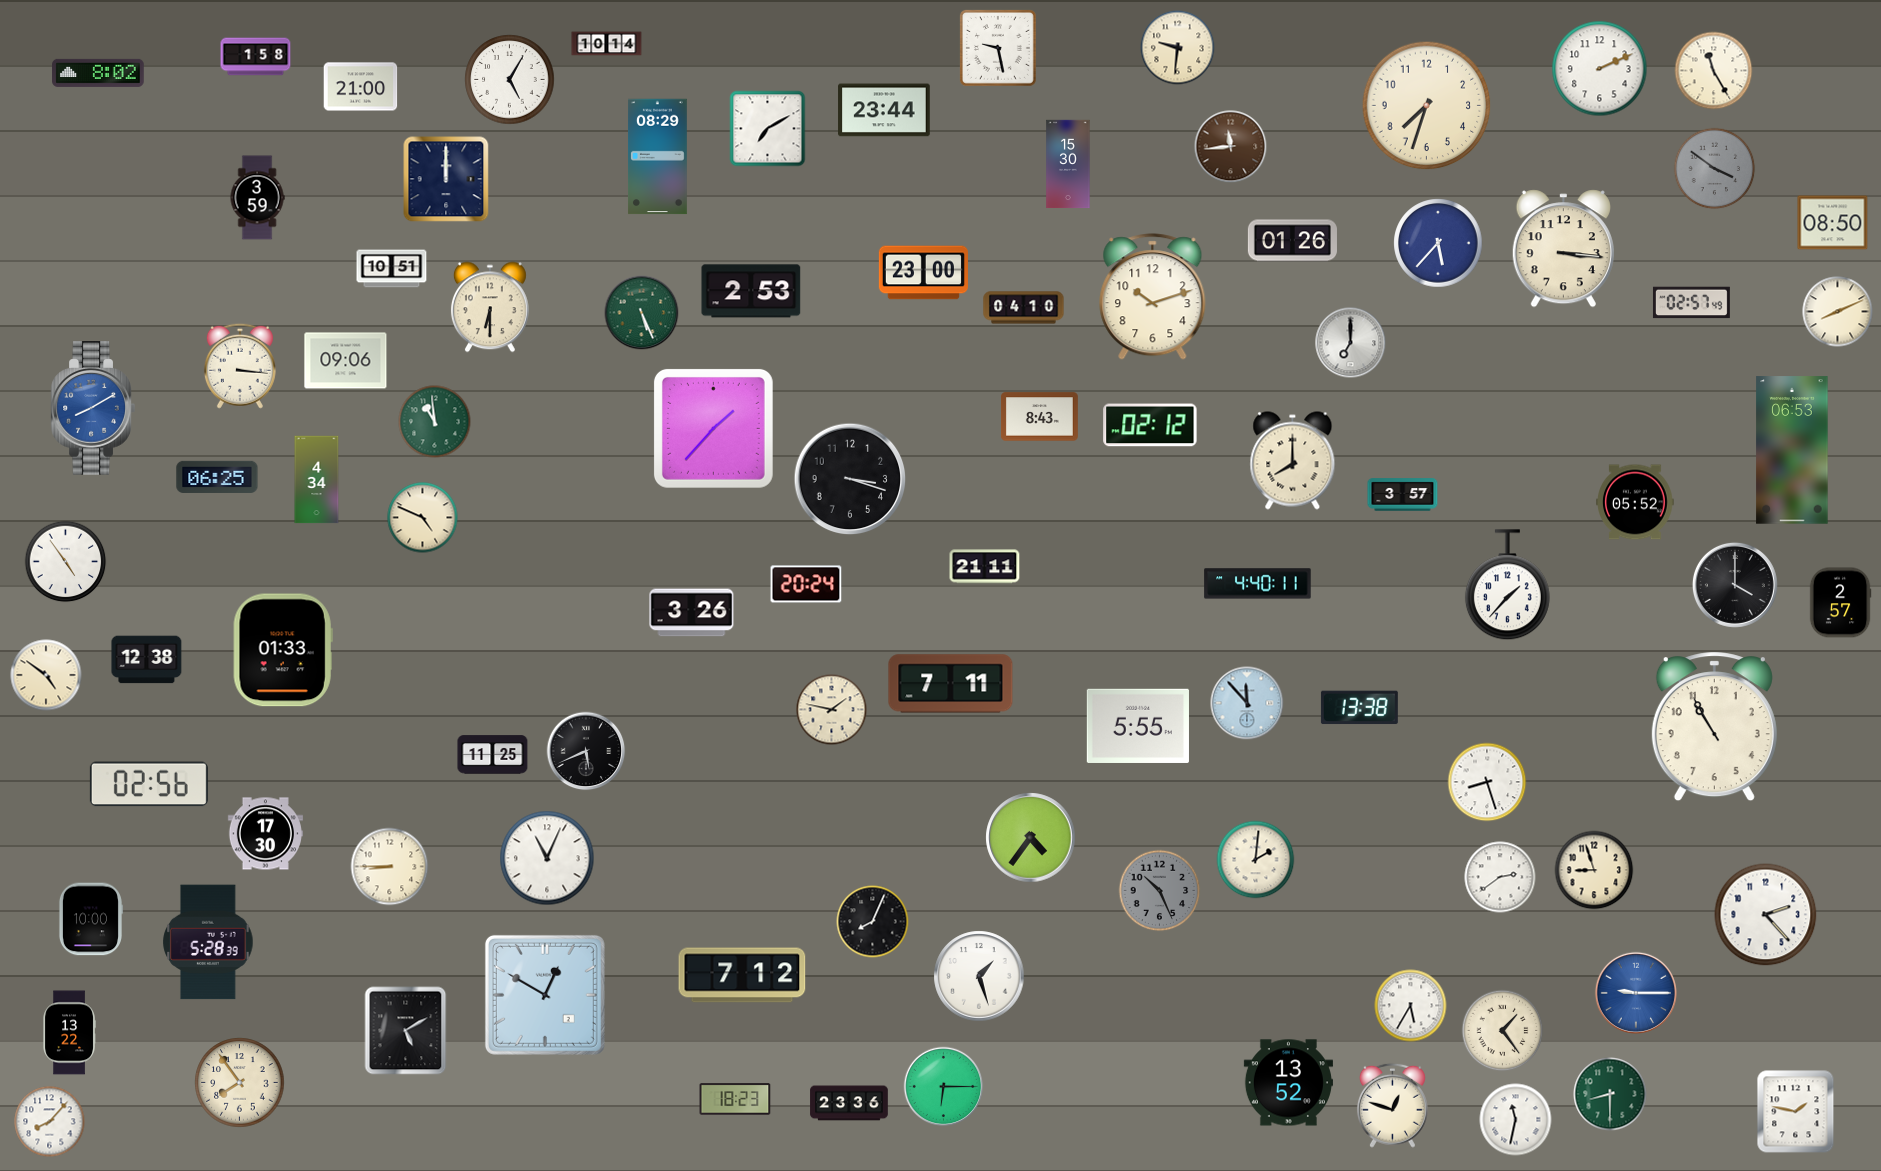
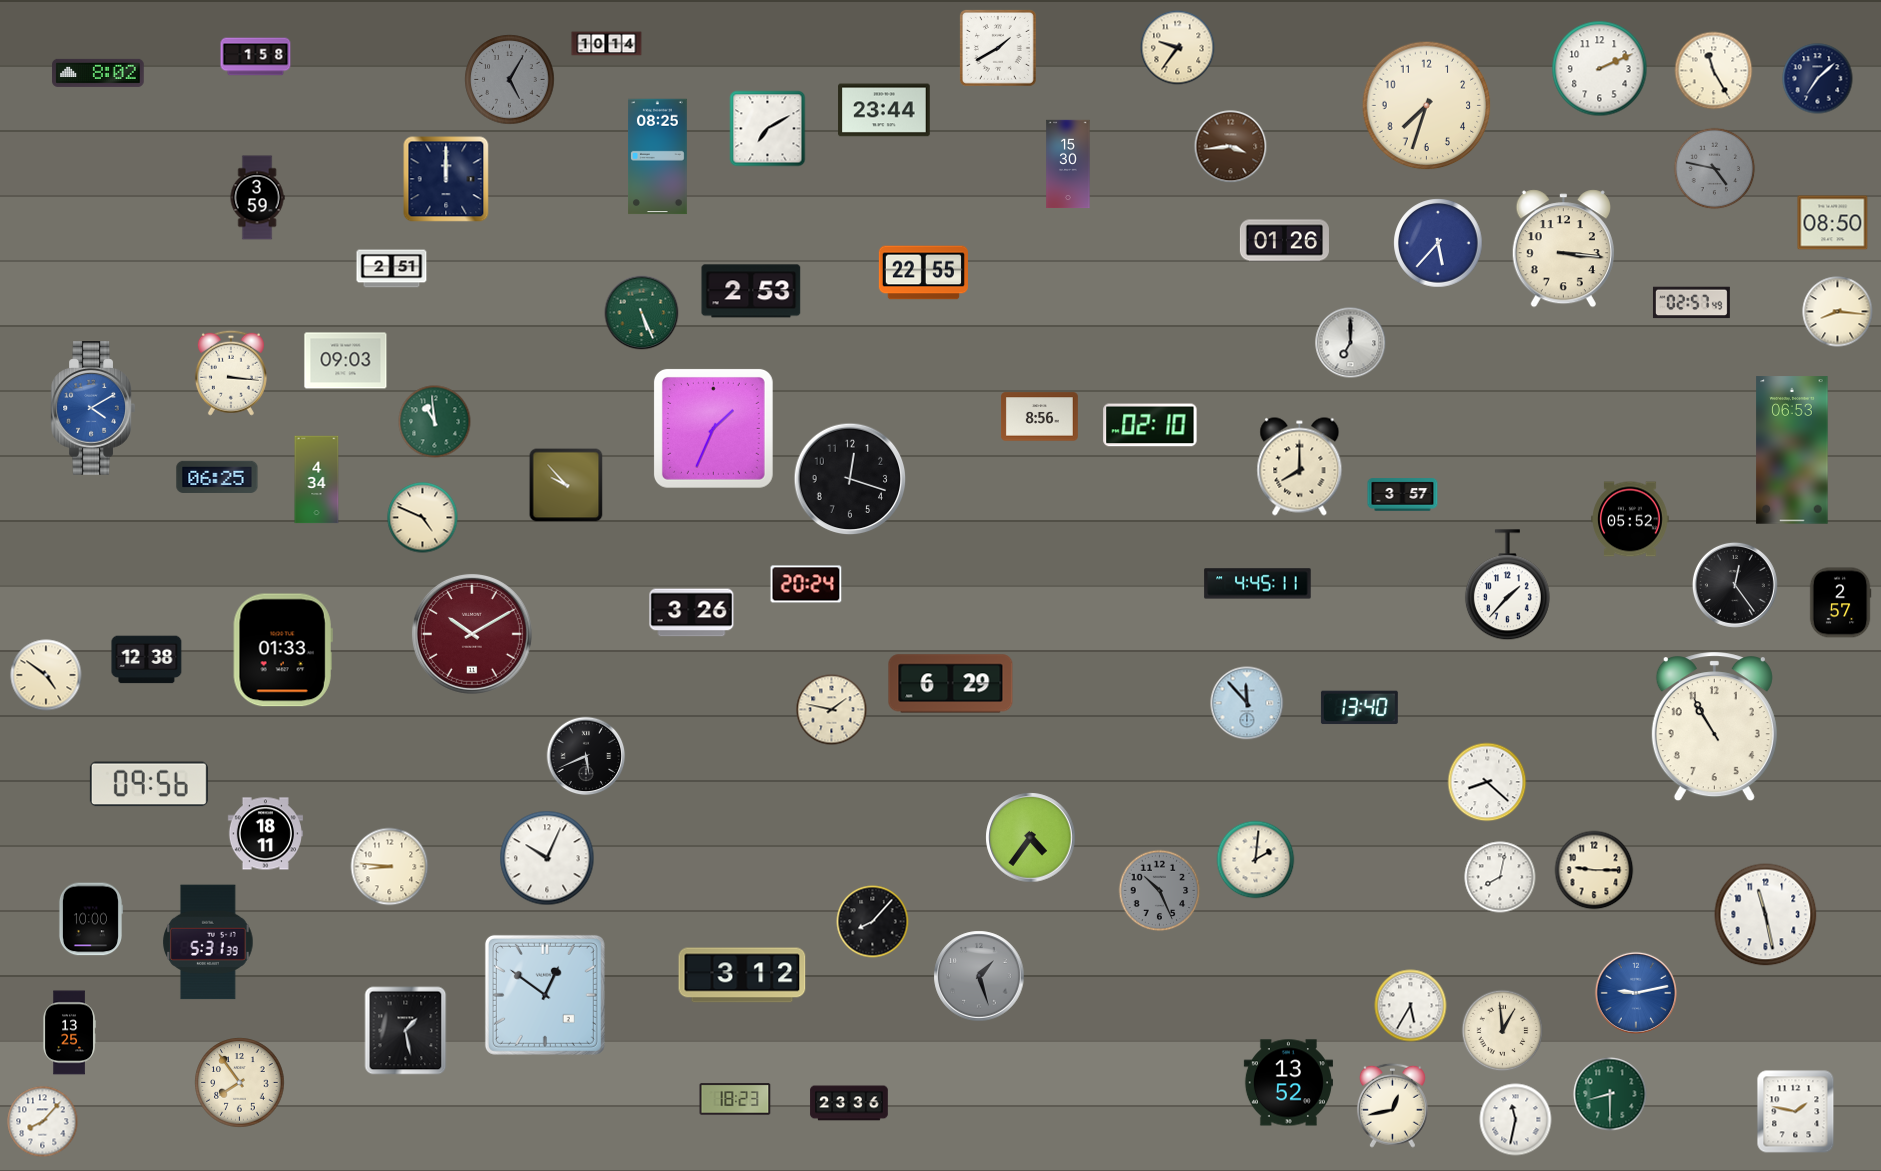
clock at (998, 48): 9:28 -> 1:40
clock at (1178, 48): 9:31 -> 9:36
clock at (1818, 79): none -> 7:08
clock at (510, 80) dial: white -> grey
clock at (361, 87): 21:00 -> none
clock at (1231, 147): 11:44 -> 3:44
clock at (658, 157): 08:29 -> 08:25
clock at (1715, 169): 3:51 -> 4:47
clock at (1292, 241) position: (1292, 241) -> (1284, 241)
clock at (392, 269): 10:51 -> 2:51
clock at (923, 273): 23:00 -> 22:55
clock at (1153, 297): 10:12 -> none
clock at (490, 307): 6:30 -> none
clock at (1024, 308): 04:10 -> none
clock at (1838, 312): 8:11 -> 8:16
clock at (346, 361): 09:06 -> 09:03
clock at (240, 366) position: (240, 366) -> (231, 373)
clock at (93, 408): 8:10 -> 4:10
clock at (1039, 417): 8:43 -> 8:56
clock at (1150, 425): 02:12 -> 02:10
clock at (713, 428): 1:37 -> 1:34
clock at (1293, 461) position: (1293, 461) -> (1300, 467)
clock at (850, 479): 3:18 -> 12:18
clock at (566, 485): none -> 9:53
clock at (1635, 502) position: (1635, 502) -> (1630, 519)
clock at (66, 562): 4:54 -> none
clock at (985, 567): 21:11 -> none
clock at (1258, 584): 4:40 -> 4:45
clock at (1735, 585): 4:00 -> 12:24
clock at (472, 634): none -> 10:10
clock at (951, 684): 7:11 -> 6:29
clock at (1359, 708): 13:38 -> 13:40
clock at (1138, 726): 5:55 -> none
clock at (586, 751) position: (586, 751) -> (586, 756)
clock at (493, 755): 11:25 -> none
clock at (1487, 782): 8:27 -> 8:22
clock at (149, 784): 02:56 -> 09:56
clock at (265, 834): 17:30 -> 18:11
clock at (547, 858): 11:04 -> 10:04
clock at (390, 867): 8:45 -> 8:46
clock at (1594, 870): 8:57 -> 9:15
clock at (1500, 877): 2:39 -> 8:02
clock at (1766, 915): 2:23 -> 11:28
clock at (873, 922): 8:04 -> 8:07
clock at (208, 942): 5:28 -> 5:31
clock at (742, 975): 7:12 -> 3:12
clock at (979, 976) dial: white -> grey
clock at (1636, 993): 9:15 -> 9:13
clock at (545, 995): 12:50 -> 12:51
clock at (406, 1031): 5:10 -> 1:28
clock at (1503, 1031): 1:24 -> 12:59
clock at (69, 1033): 13:22 -> 13:25
clock at (944, 1087): 6:15 -> none
clock at (1392, 1105): 12:48 -> 12:43
clock at (50, 1122) position: (50, 1122) -> (43, 1122)
